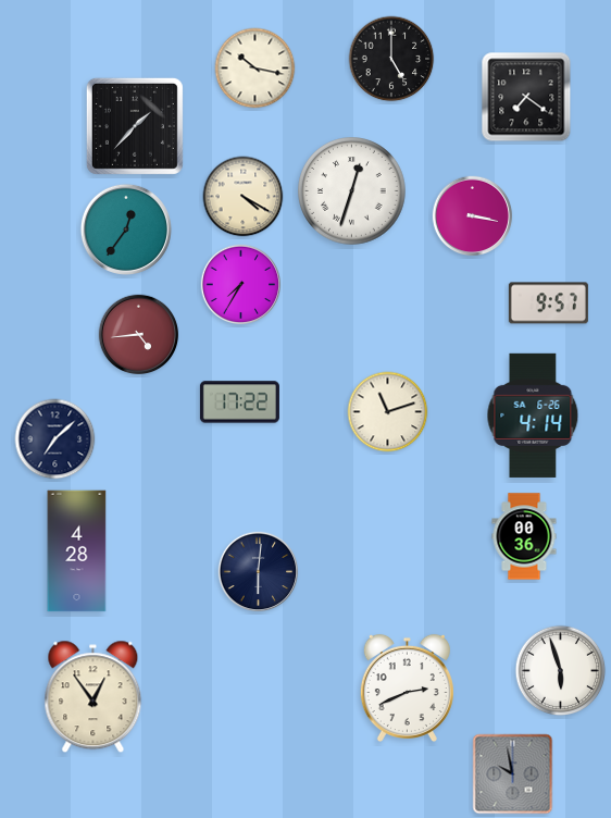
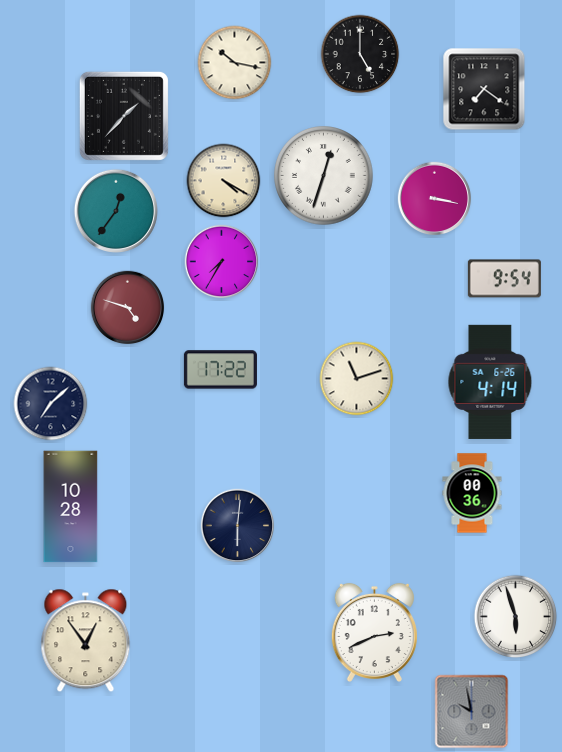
clock at (548, 303): 9:57 -> 9:54
clock at (139, 335): 4:44 -> 4:48
clock at (524, 536) position: (524, 536) -> (472, 493)
clock at (77, 551): 4:28 -> 10:28
